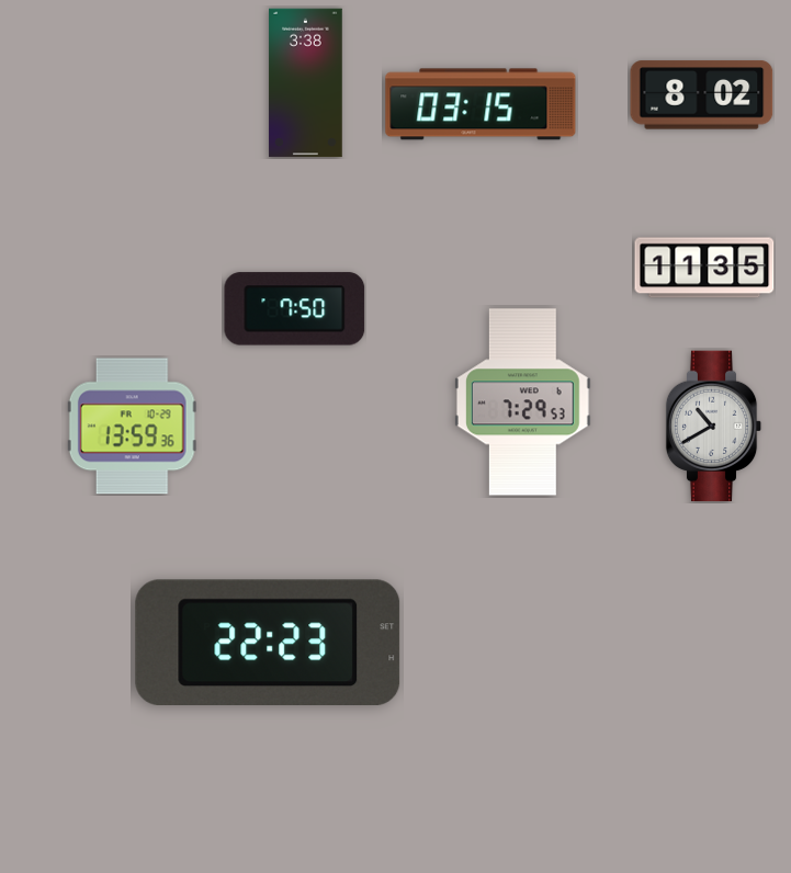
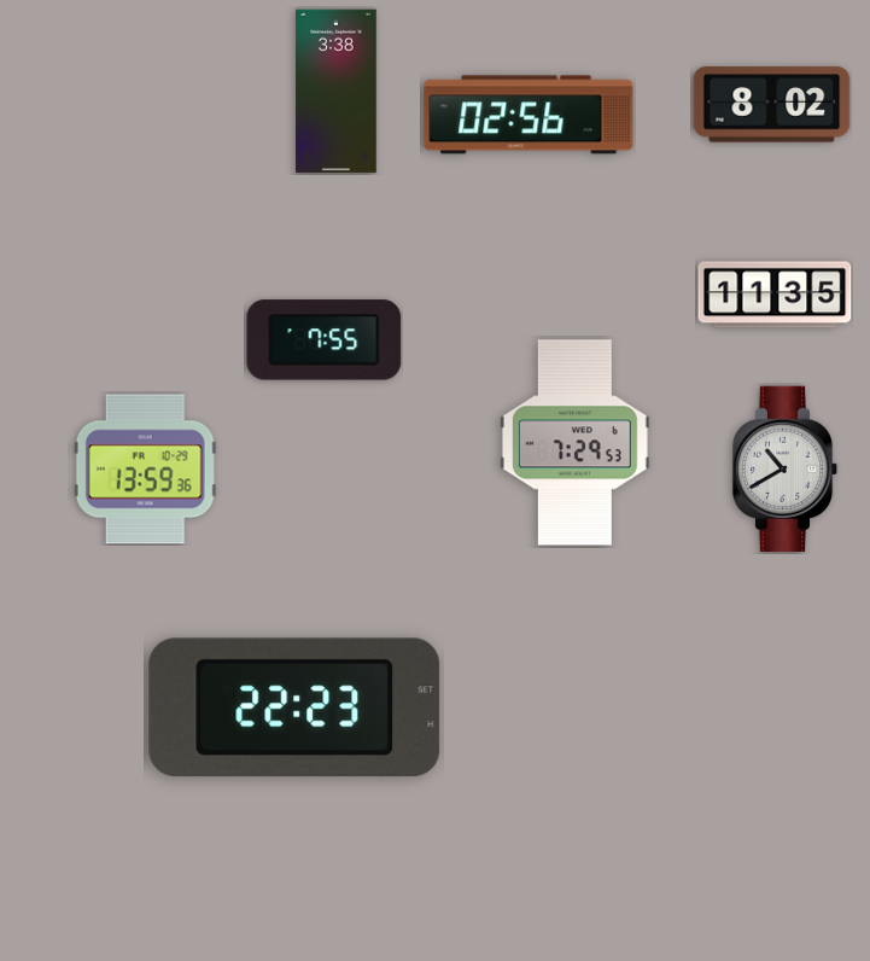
clock at (481, 104): 03:15 -> 02:56
clock at (295, 309): 7:50 -> 7:55
